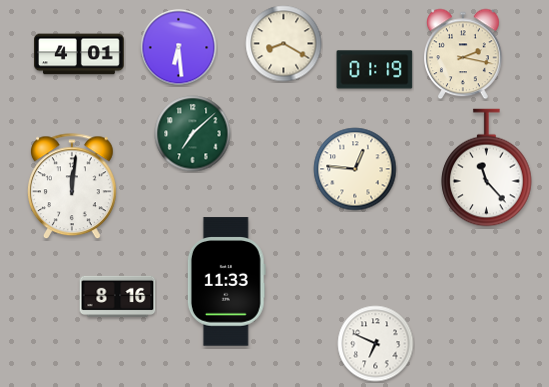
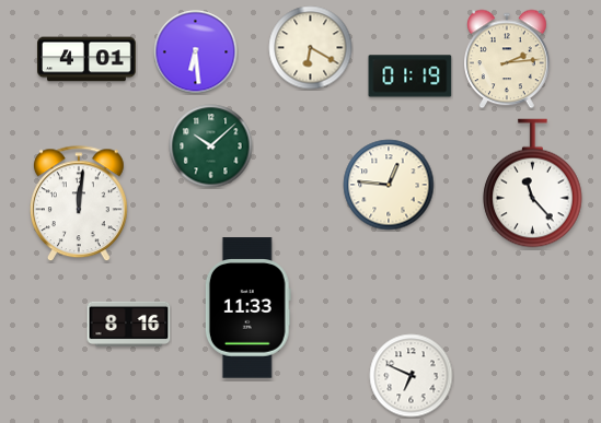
clock at (284, 44): 8:20 -> 6:20
clock at (464, 54): 2:17 -> 2:14
clock at (193, 134): 7:08 -> 10:08
